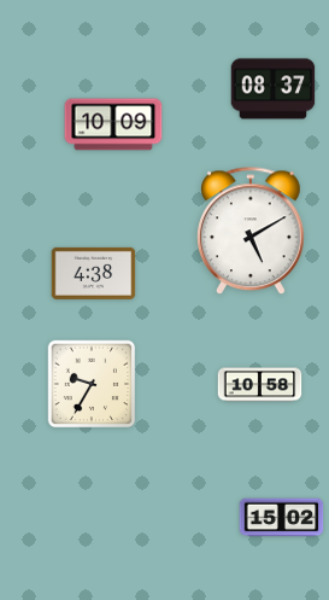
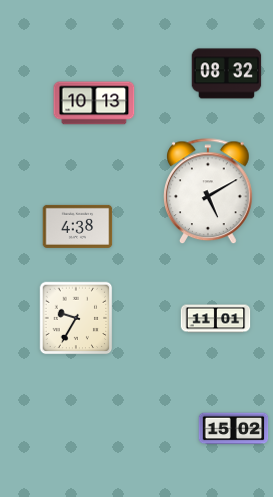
clock at (274, 89): 08:37 -> 08:32
clock at (113, 124): 10:09 -> 10:13
clock at (260, 385): 10:58 -> 11:01
